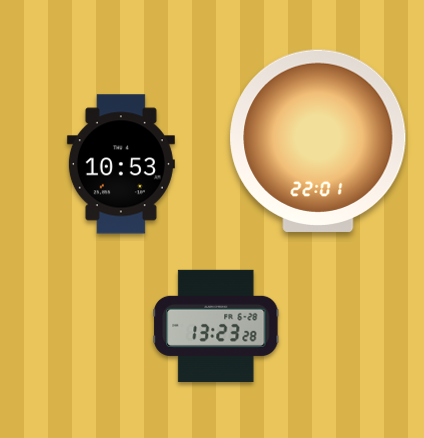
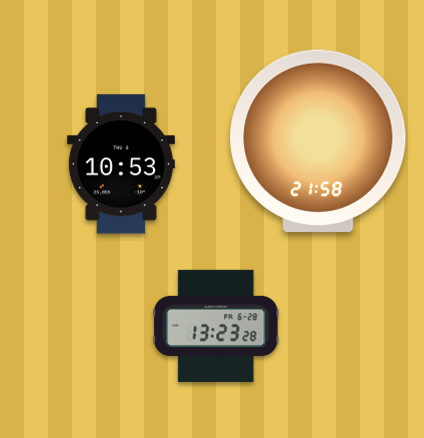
clock at (318, 141): 22:01 -> 21:58
